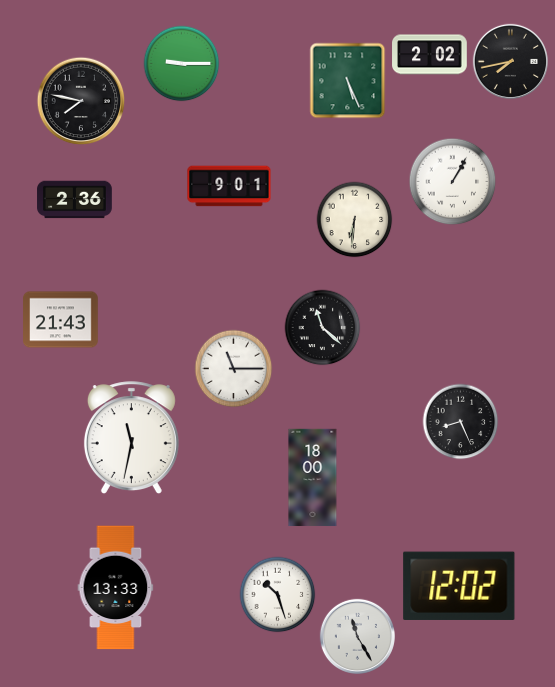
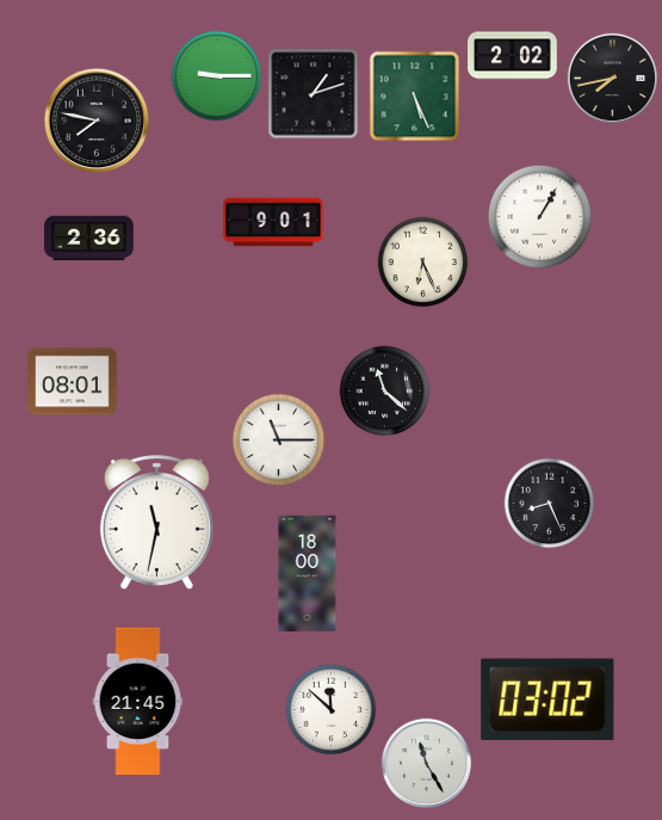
clock at (430, 55) position: (430, 55) -> (513, 56)
clock at (510, 61) position: (510, 61) -> (612, 78)
clock at (314, 94): none -> 1:12
clock at (355, 220): 6:31 -> 6:26
clock at (61, 320): 21:43 -> 08:01
clock at (313, 478) position: (313, 478) -> (308, 574)
clock at (459, 585): 12:02 -> 03:02
clock at (116, 588): 13:33 -> 21:45
clock at (278, 595): 10:27 -> 11:52
clock at (357, 636) position: (357, 636) -> (426, 763)
